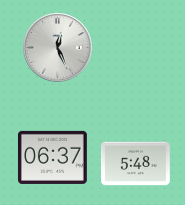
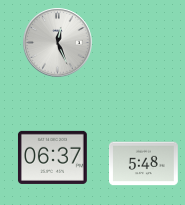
clock at (58, 48) position: (58, 48) -> (58, 43)
clock at (135, 164) position: (135, 164) -> (143, 164)
